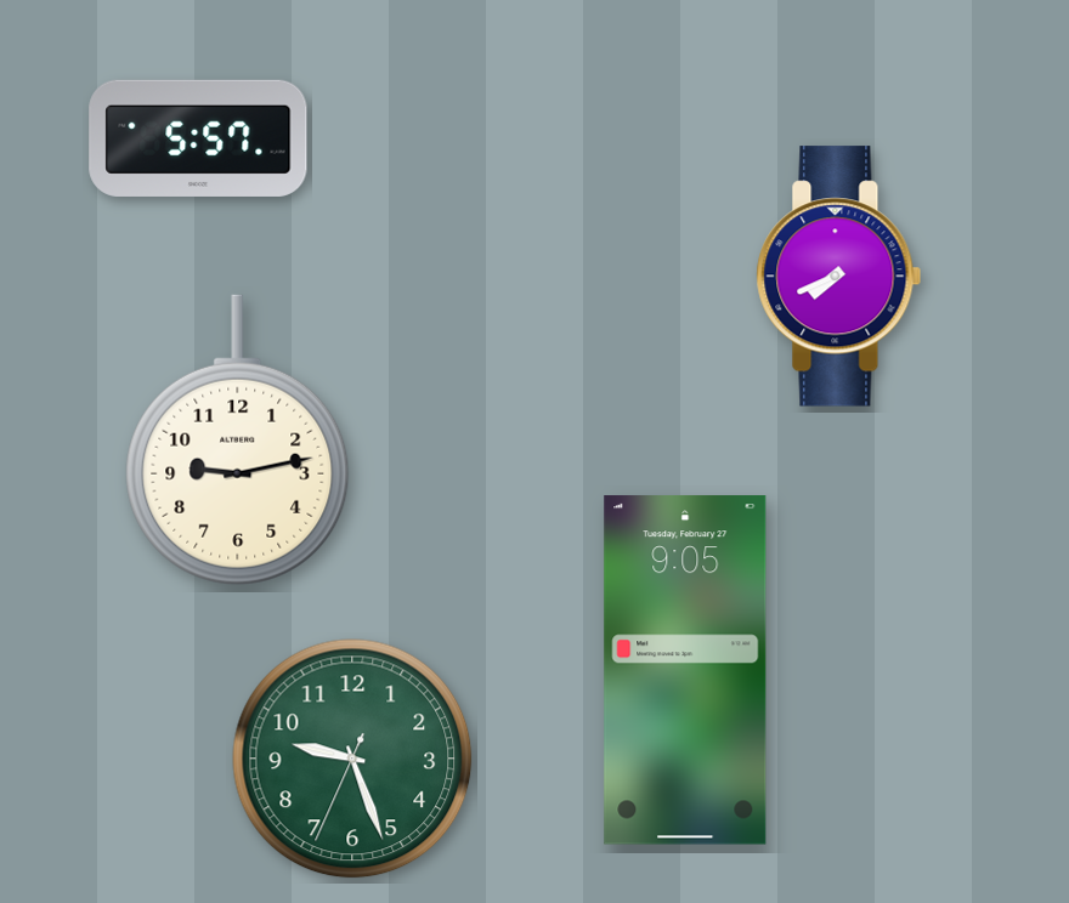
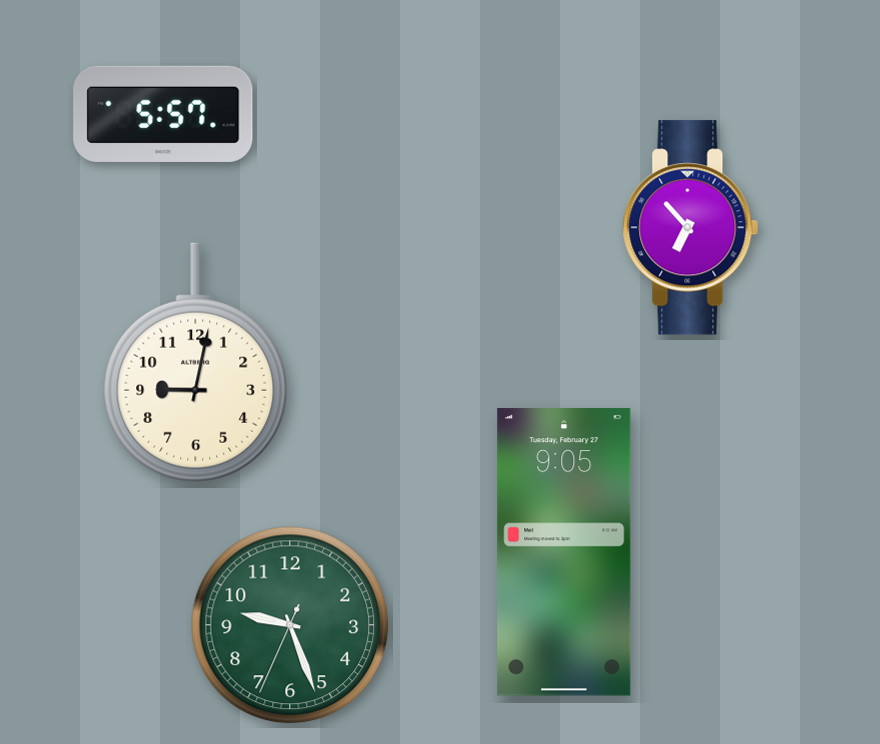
clock at (839, 277): 7:41 -> 6:53
clock at (238, 441): 9:13 -> 9:02
